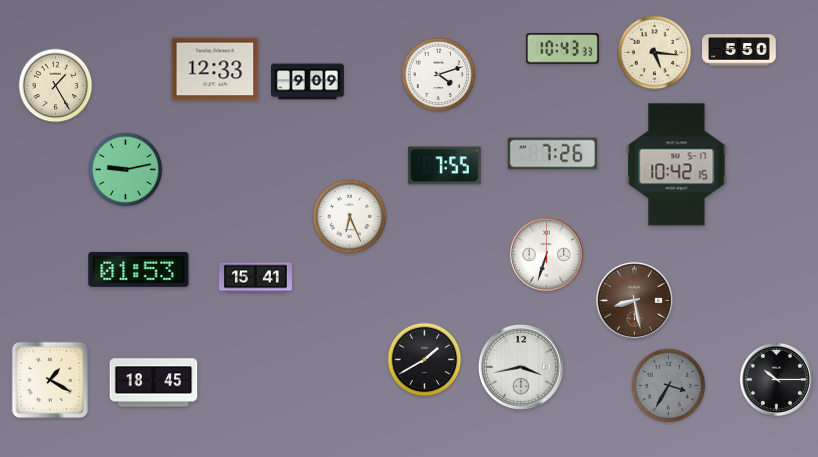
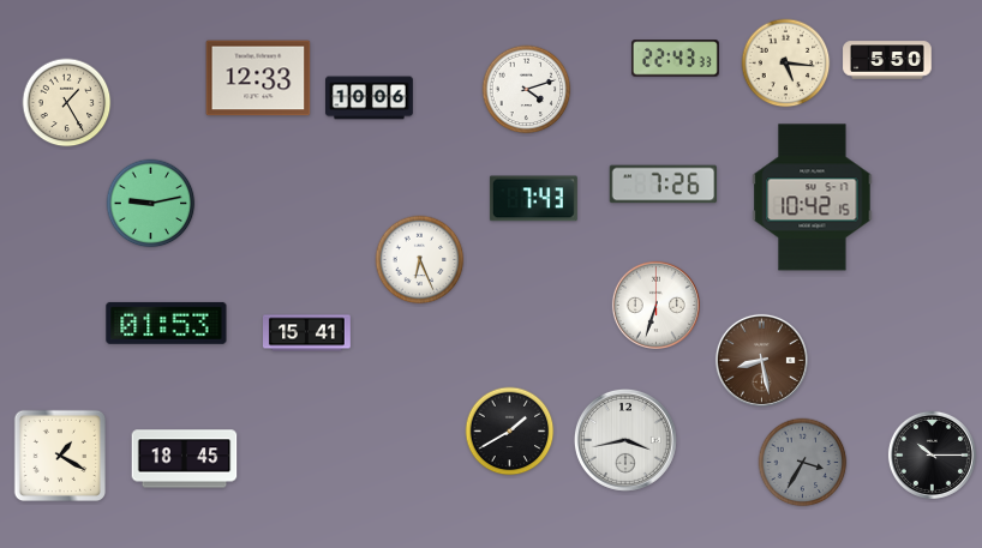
clock at (562, 49): 10:43 -> 22:43
clock at (215, 69) position: (215, 69) -> (258, 78)
clock at (308, 82): 9:09 -> 10:06
clock at (444, 166): 7:55 -> 7:43
